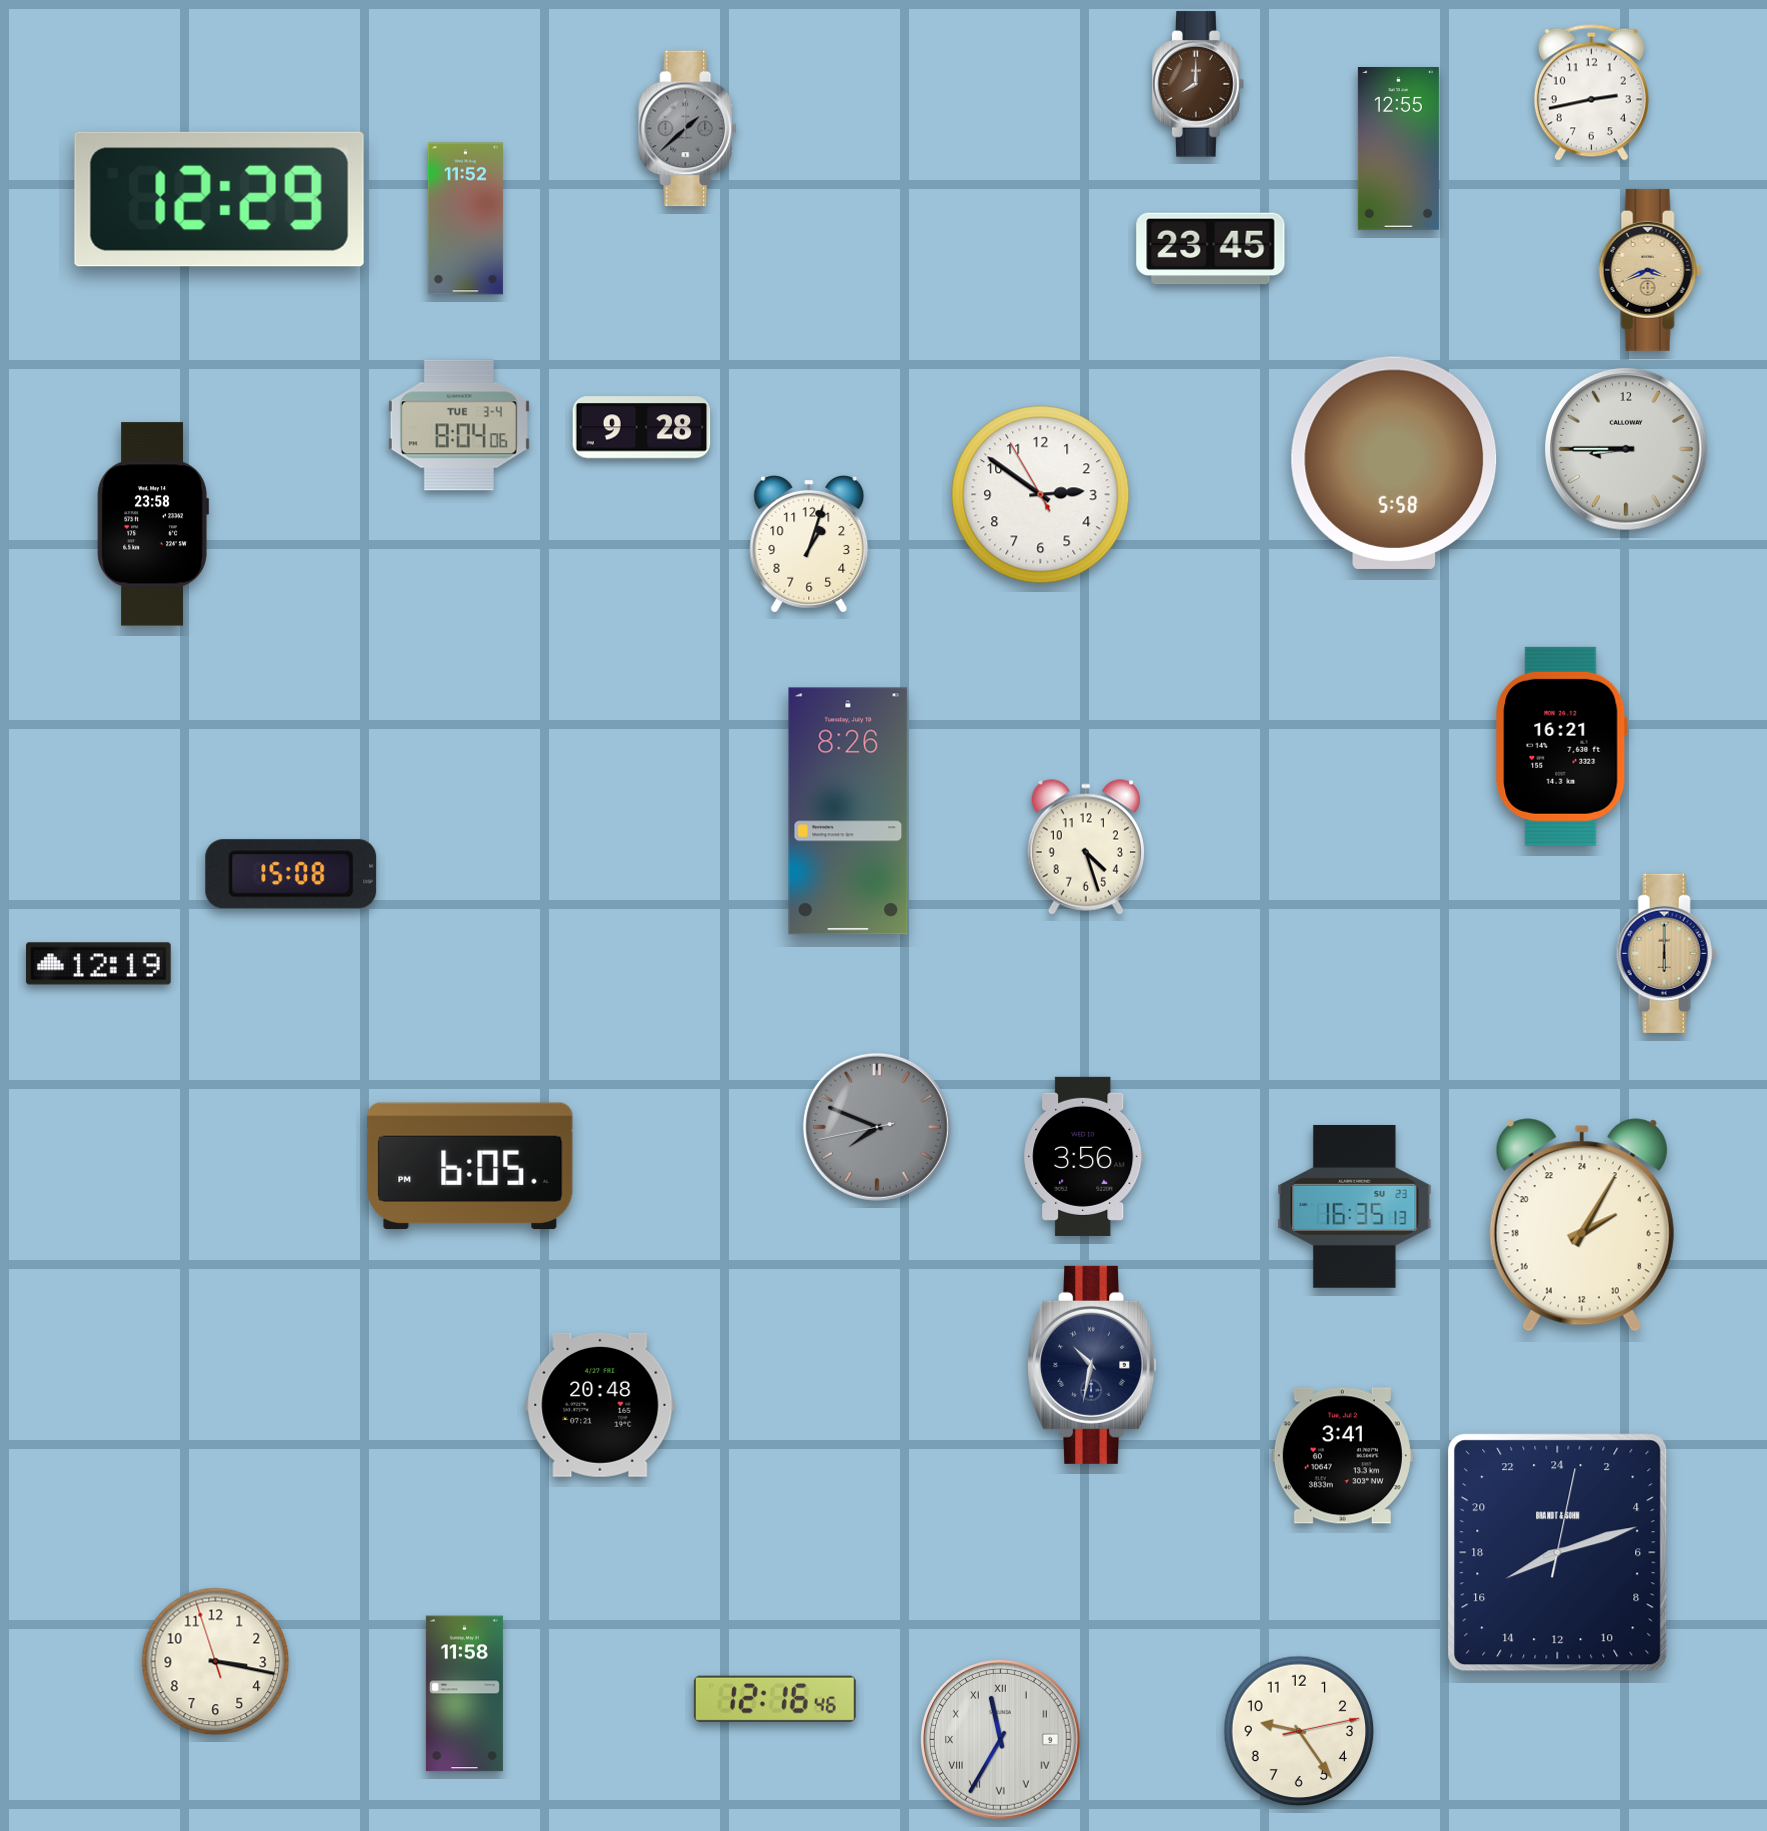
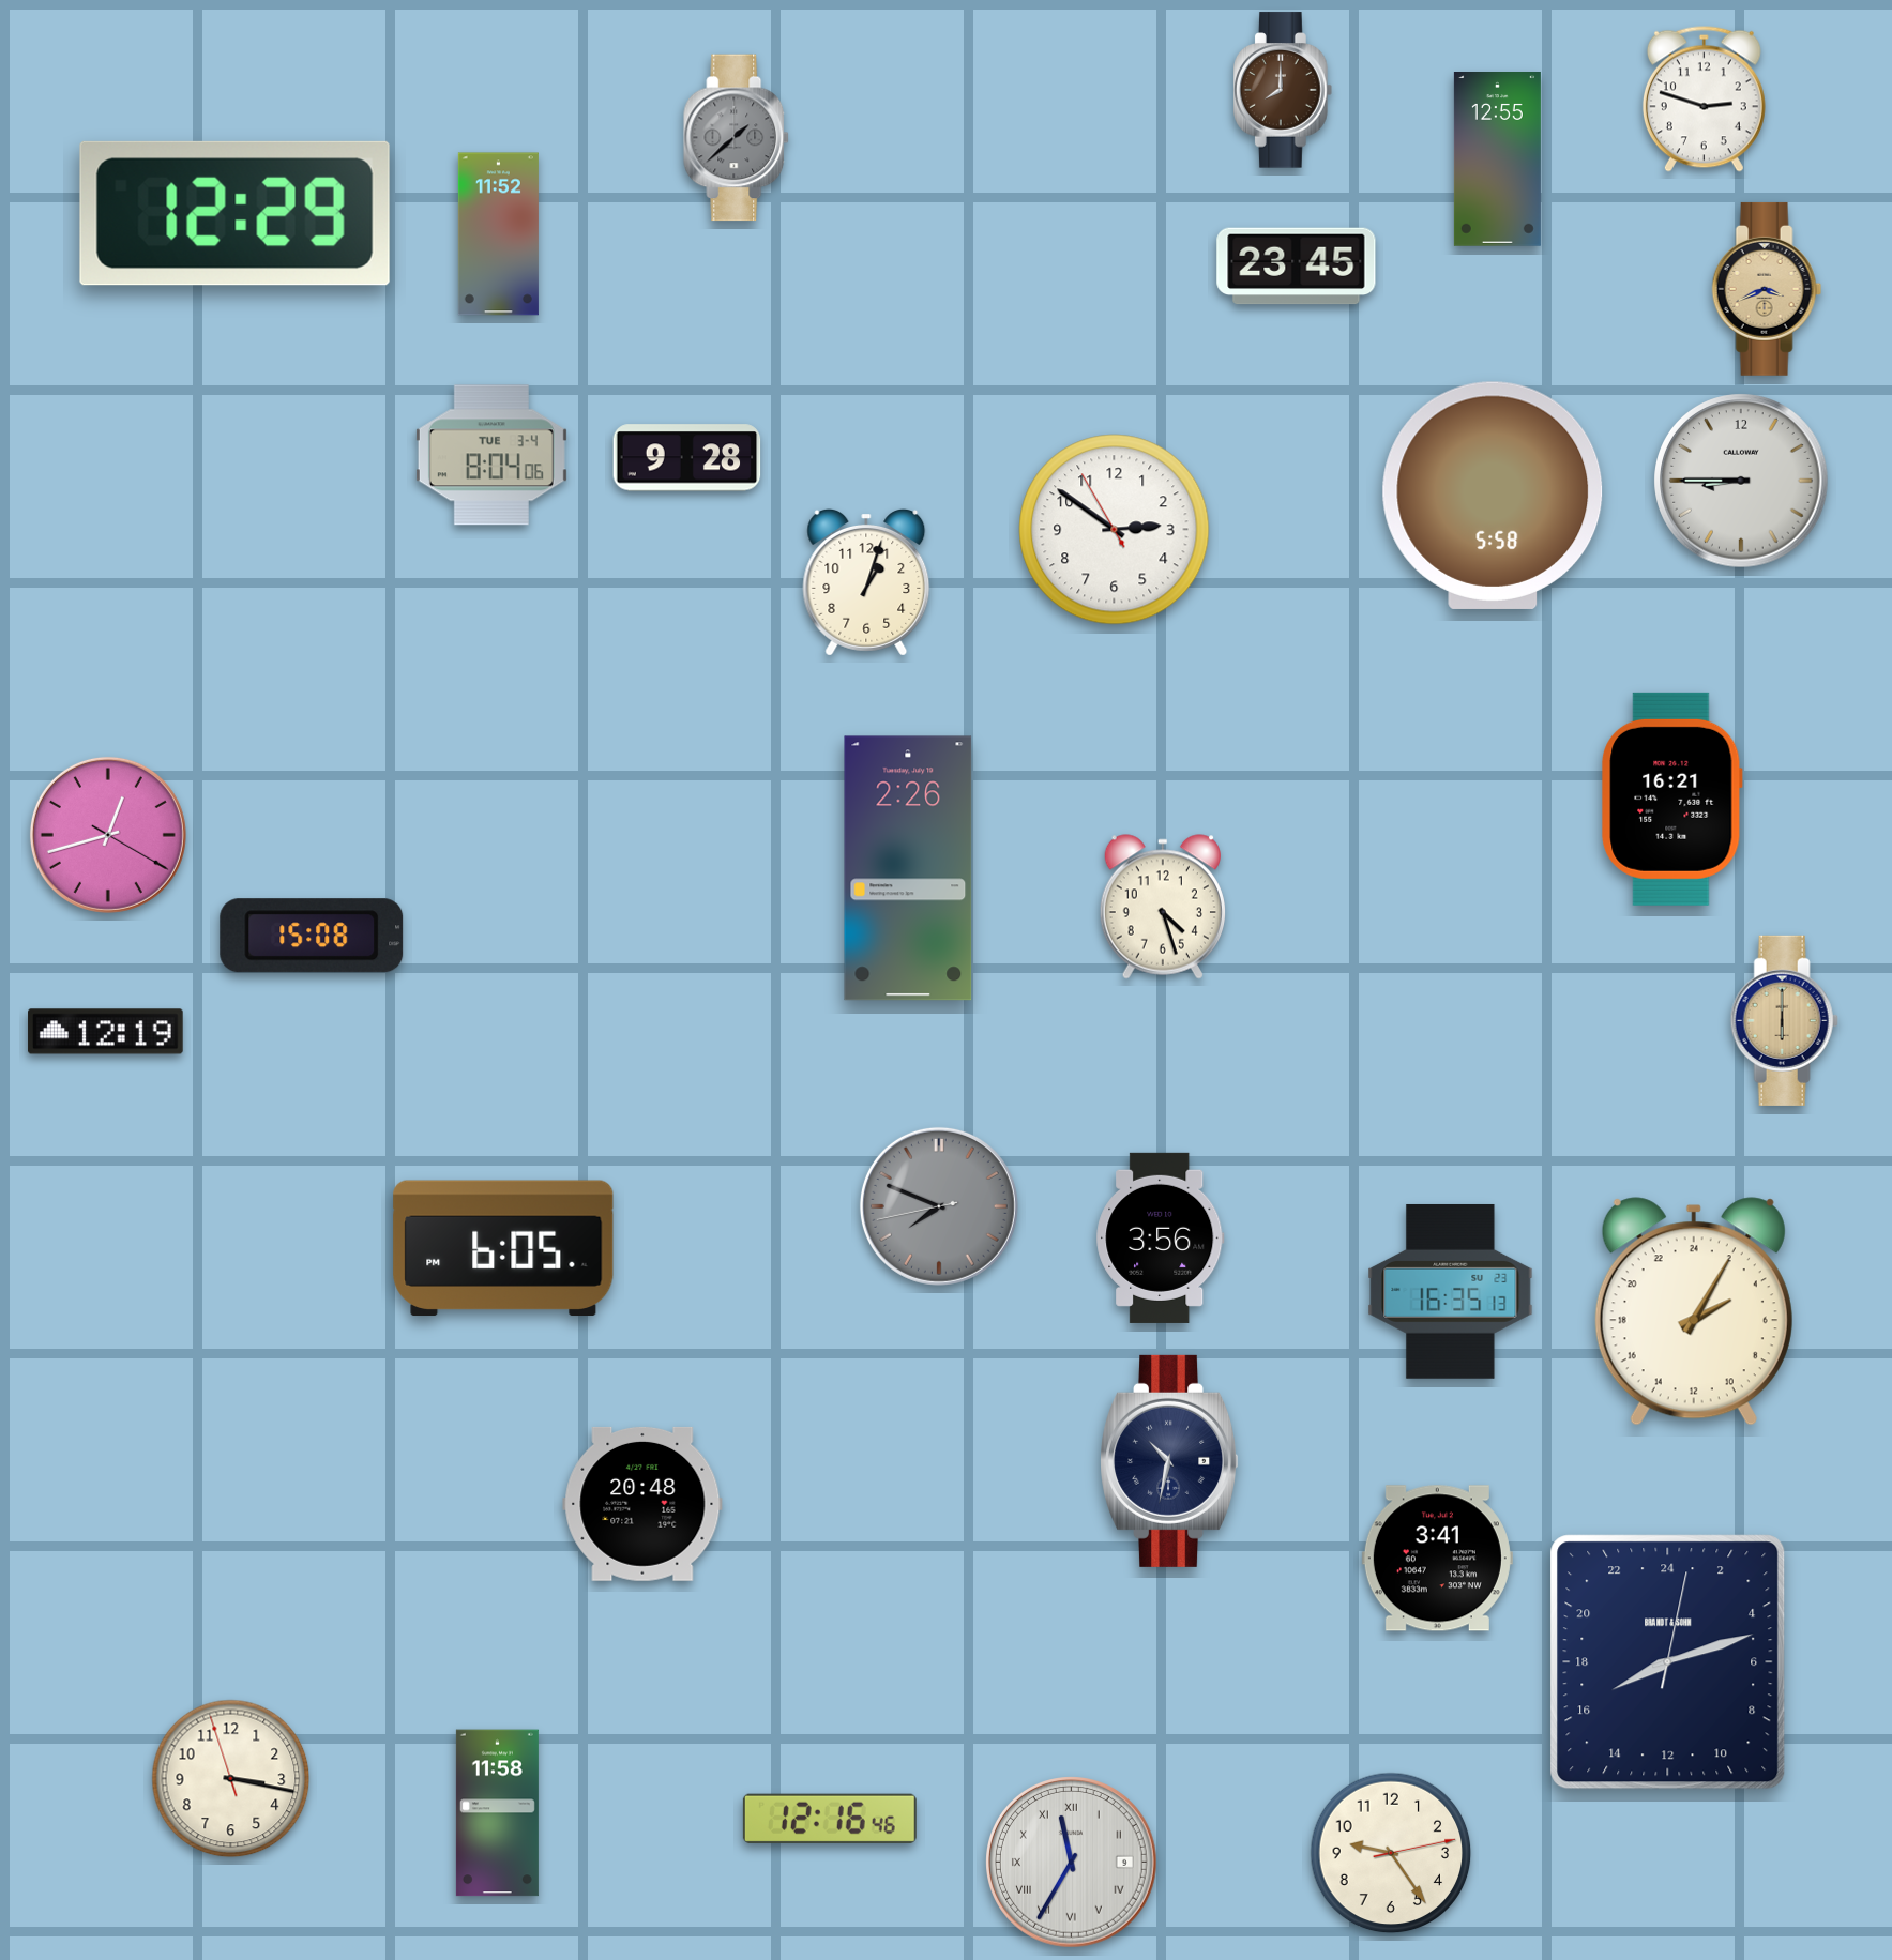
clock at (1591, 92): 2:43 -> 2:48
clock at (153, 524): 23:58 -> none
clock at (108, 835): none -> 12:42
clock at (848, 811): 8:26 -> 2:26
